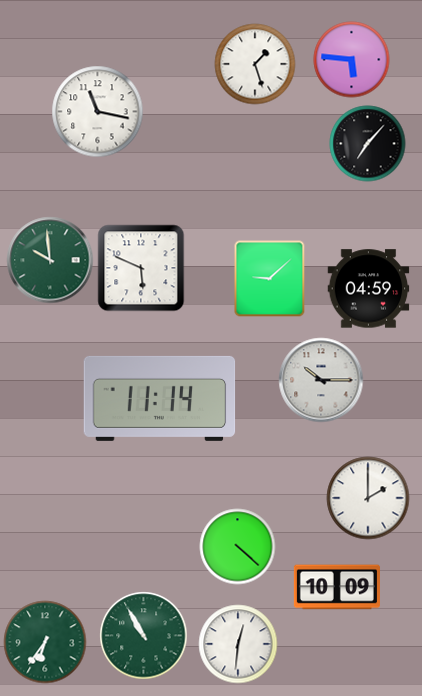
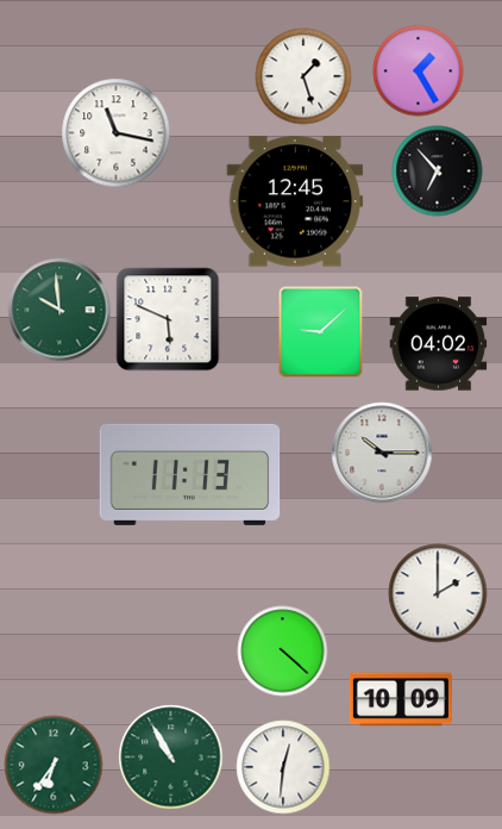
clock at (352, 60): 5:46 -> 1:25
clock at (368, 144): 7:07 -> 6:53
clock at (295, 201): none -> 12:45
clock at (369, 289): 04:59 -> 04:02
clock at (160, 398): 11:14 -> 11:13
